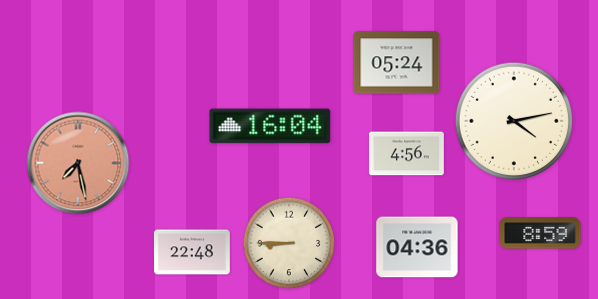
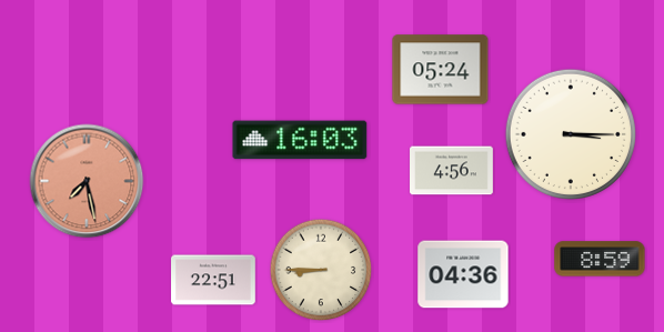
clock at (513, 120): 4:13 -> 3:15
clock at (270, 126): 16:04 -> 16:03
clock at (192, 252): 22:48 -> 22:51
